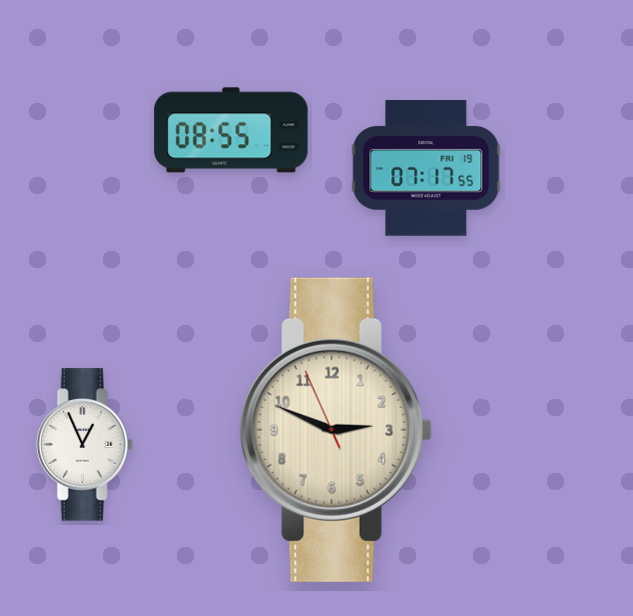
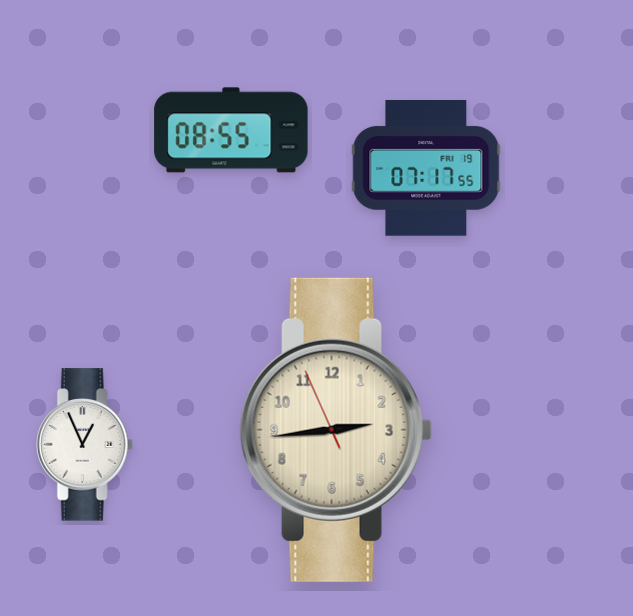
clock at (336, 430): 2:48 -> 2:43
